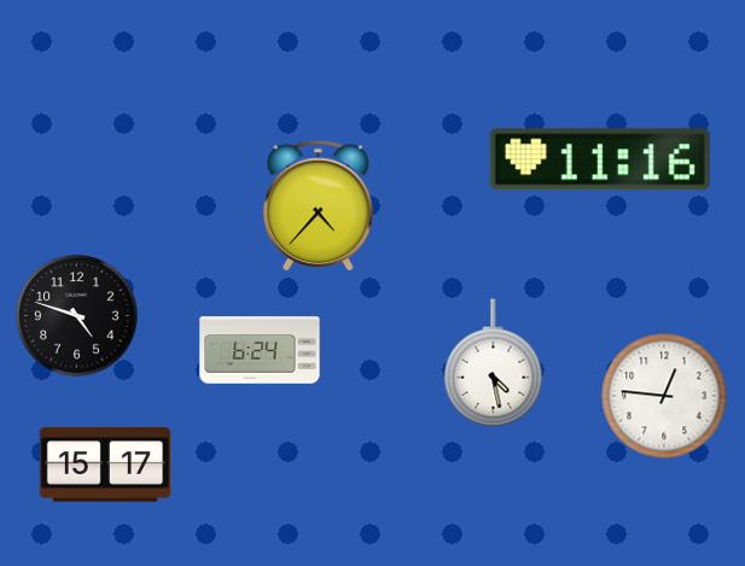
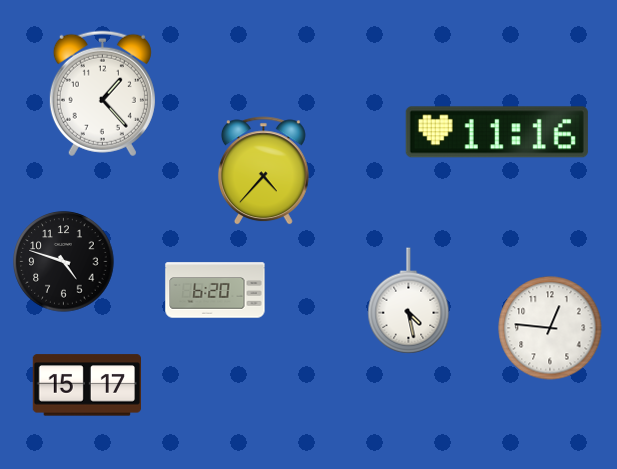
clock at (102, 94): none -> 1:23
clock at (260, 350): 6:24 -> 6:20
